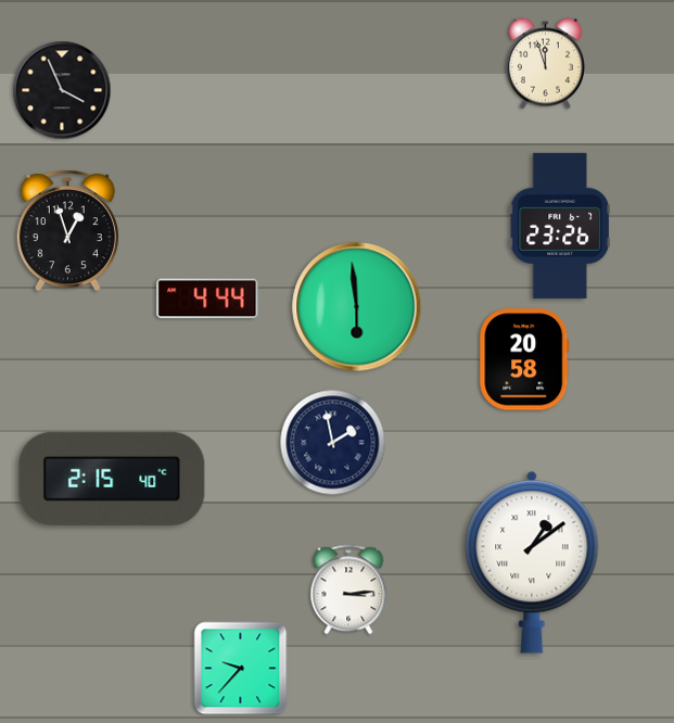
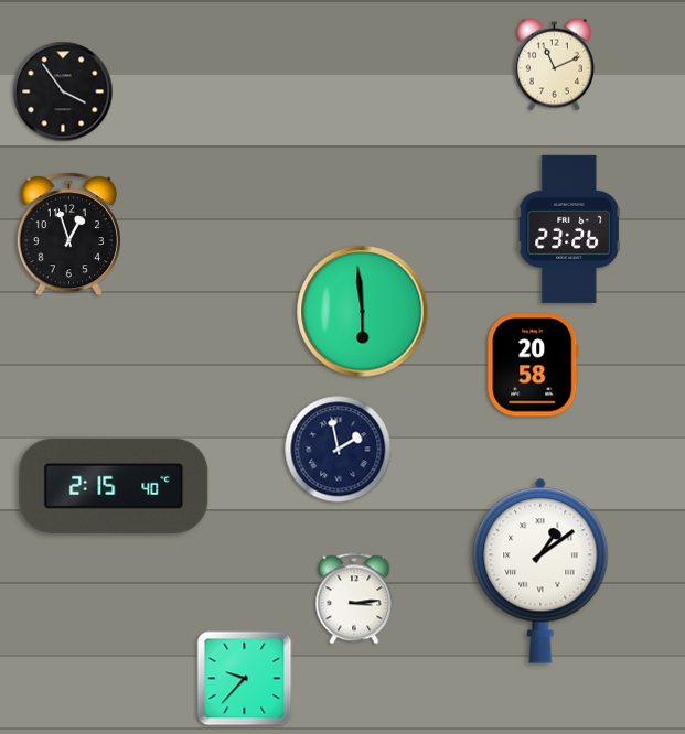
clock at (545, 64): 11:57 -> 11:11
clock at (62, 90): 3:56 -> 3:54
clock at (207, 299): 4:44 -> none
